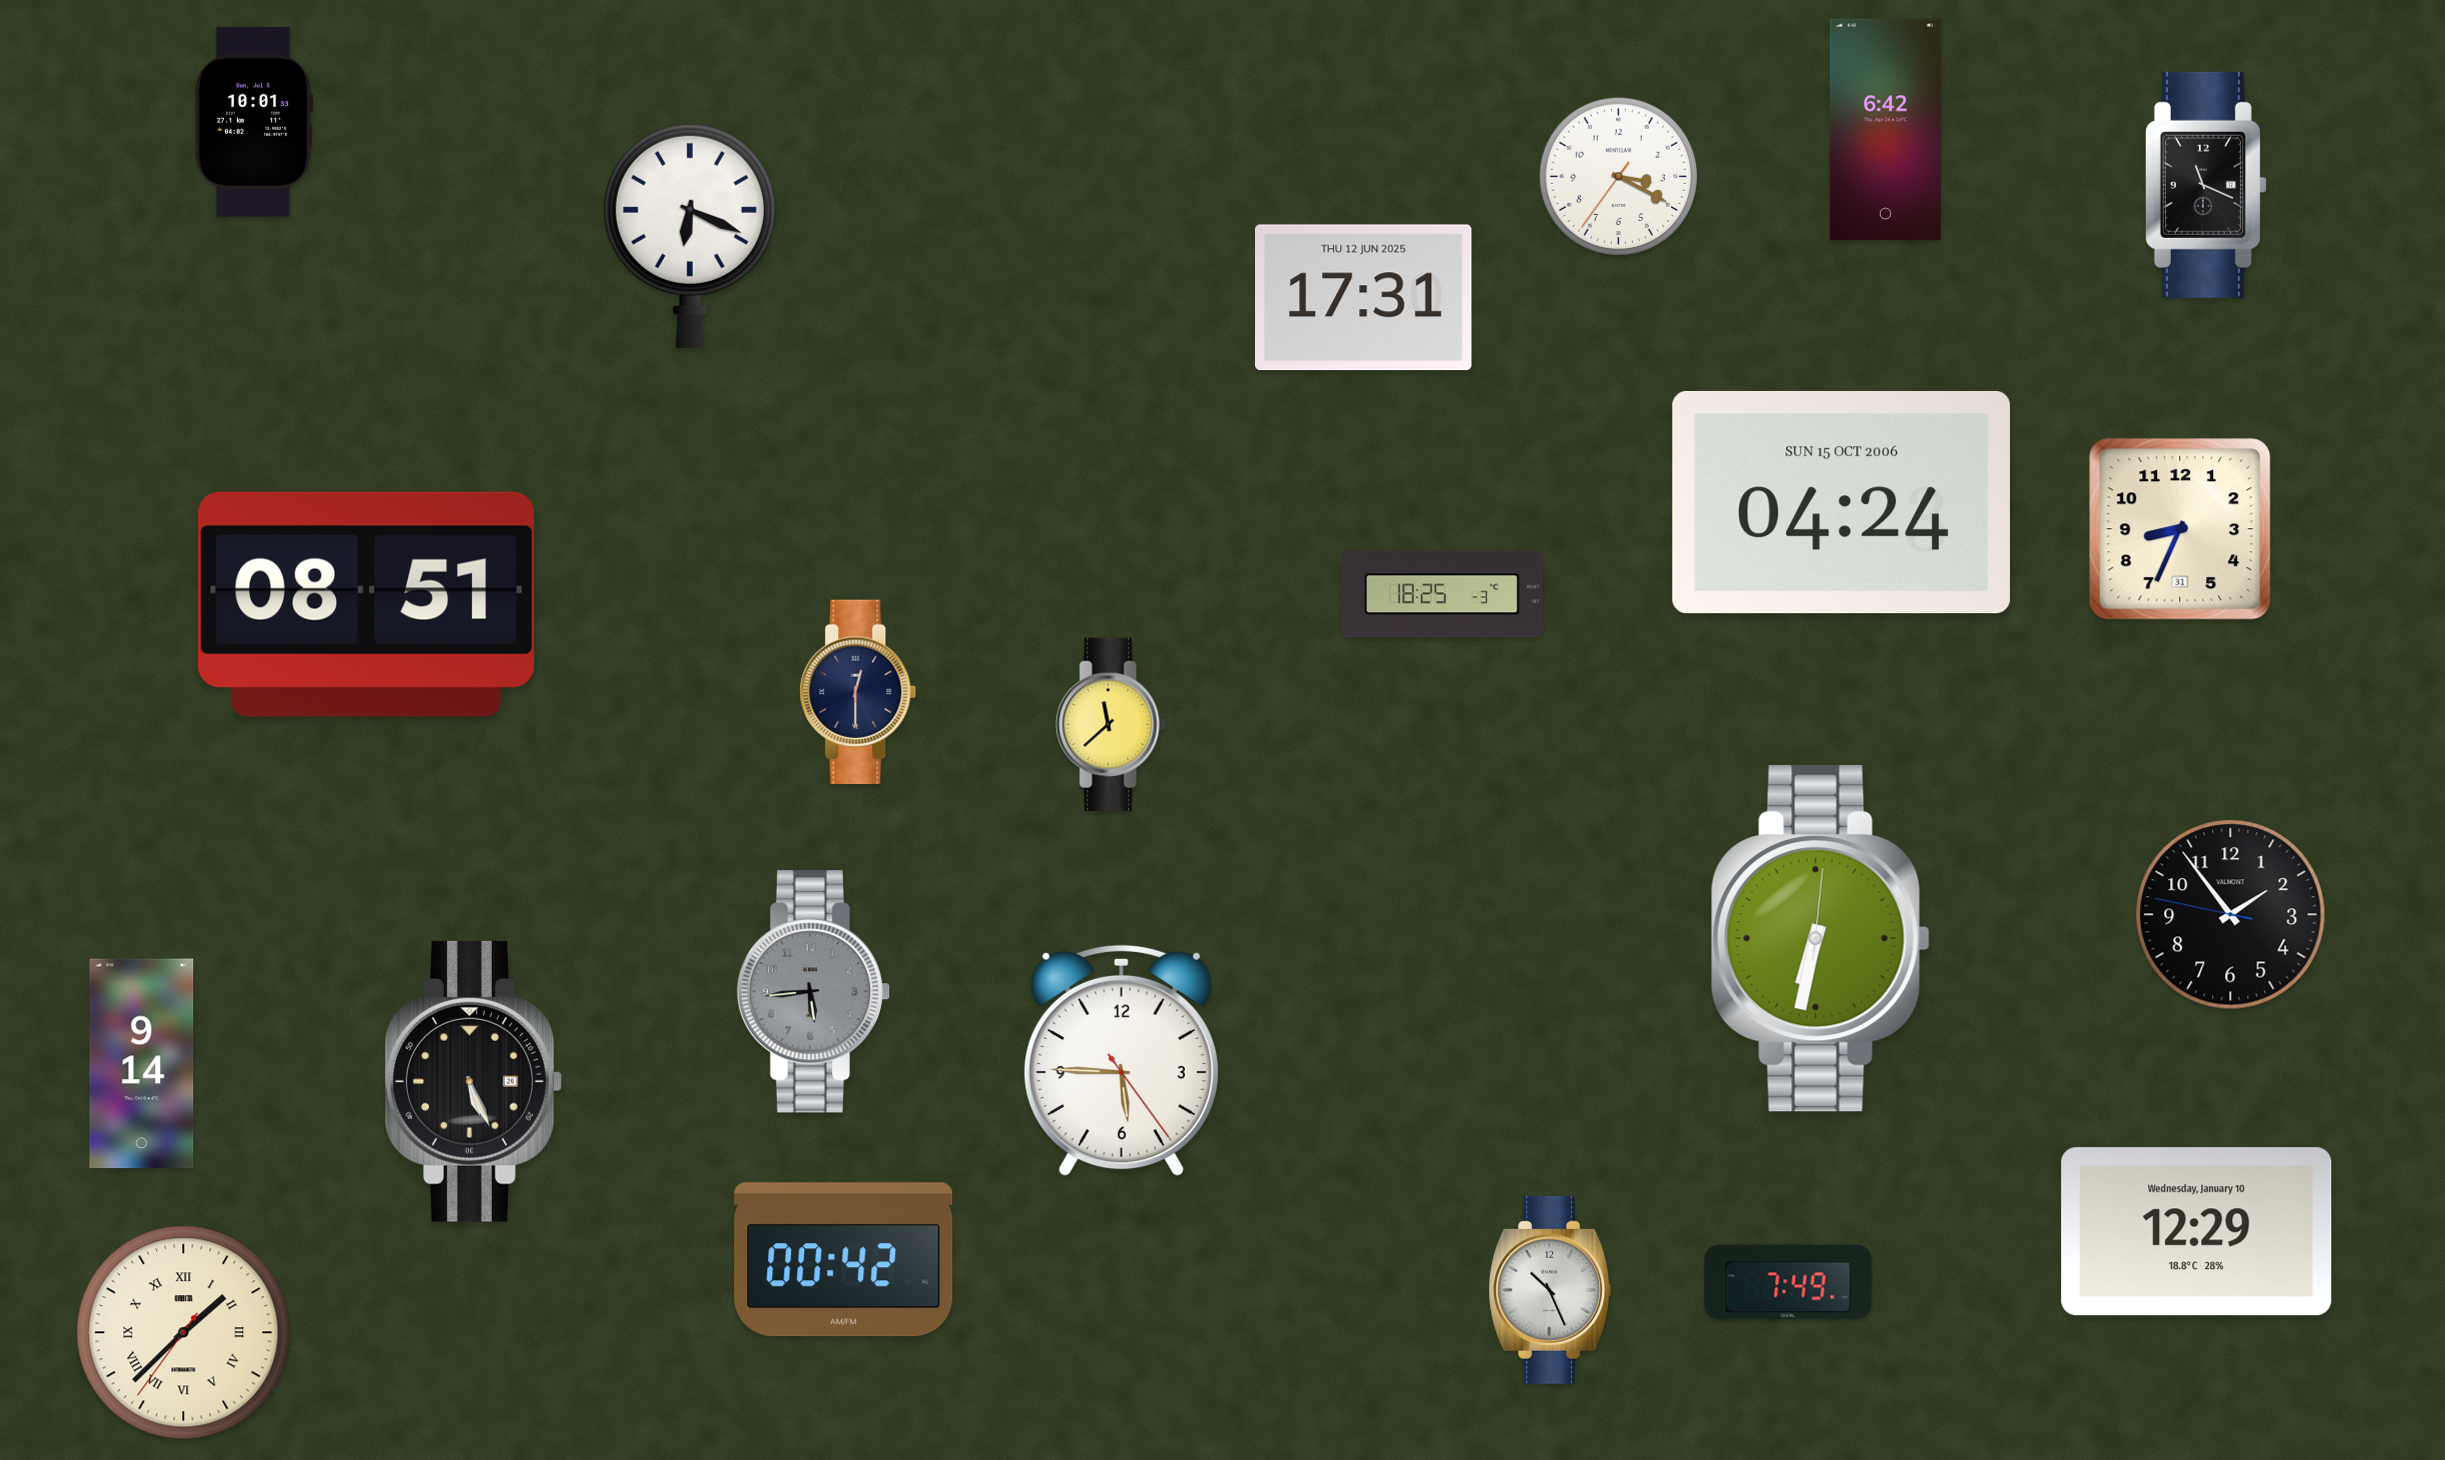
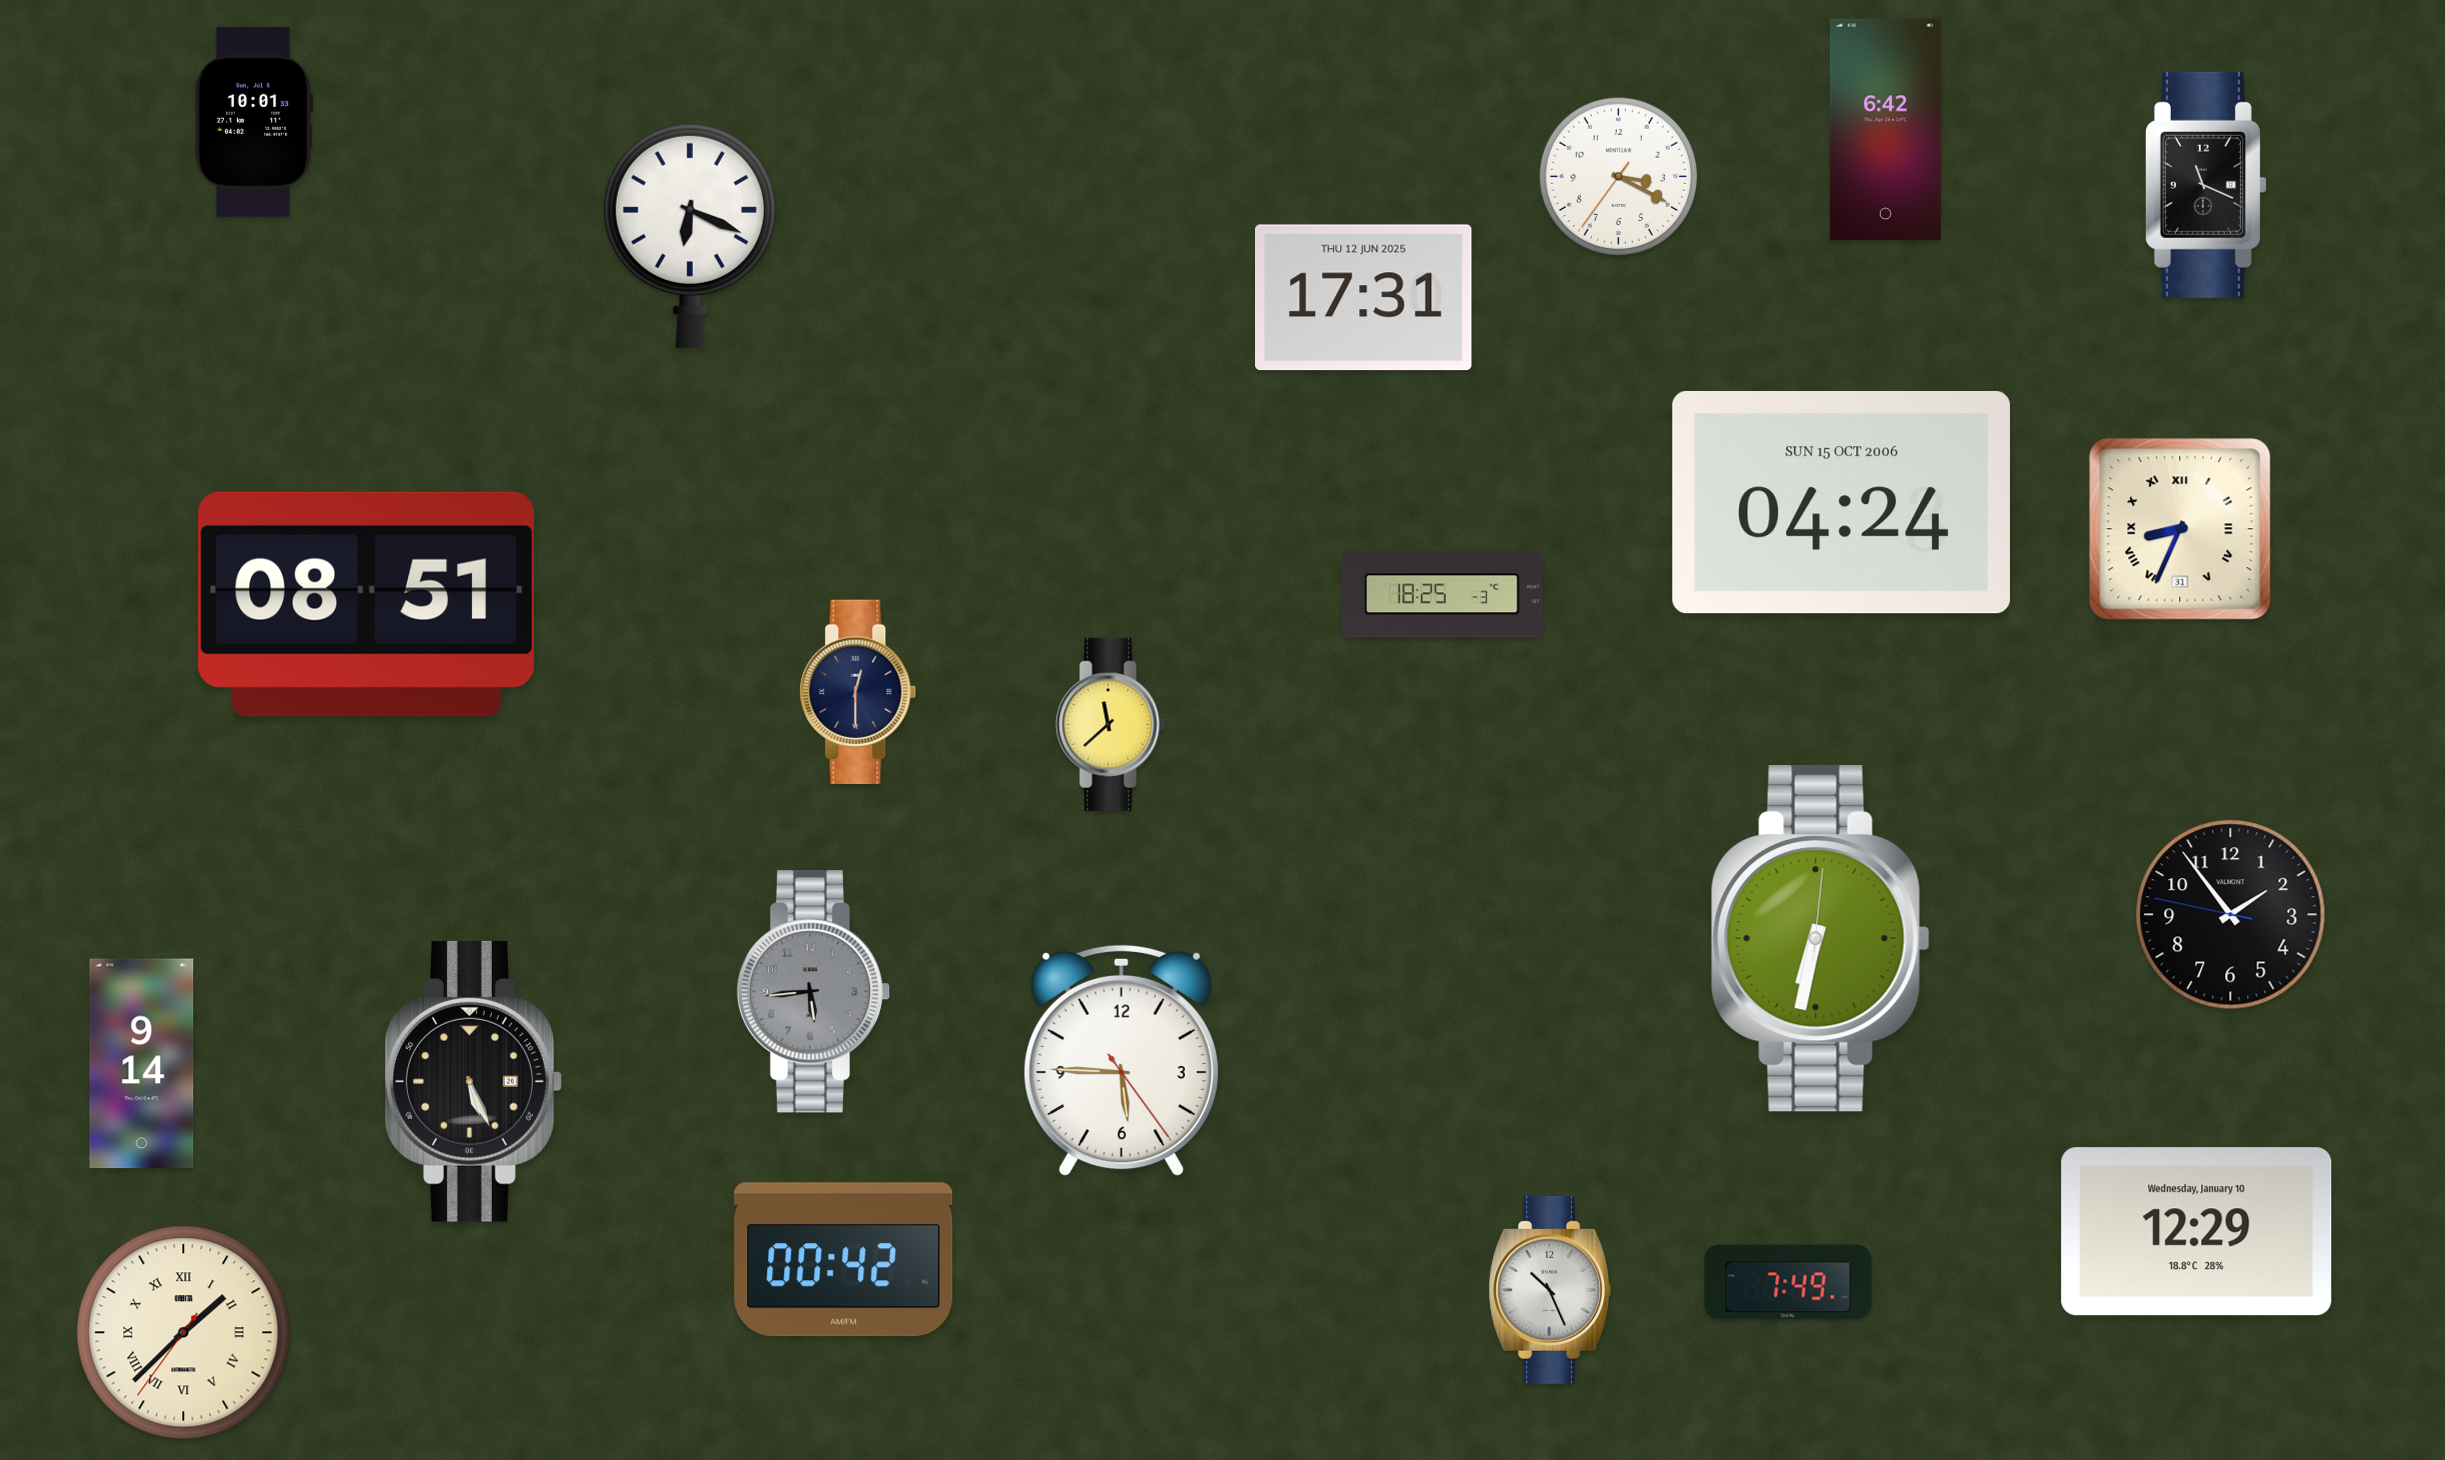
clock at (2180, 529) numerals: Arabic -> Roman
